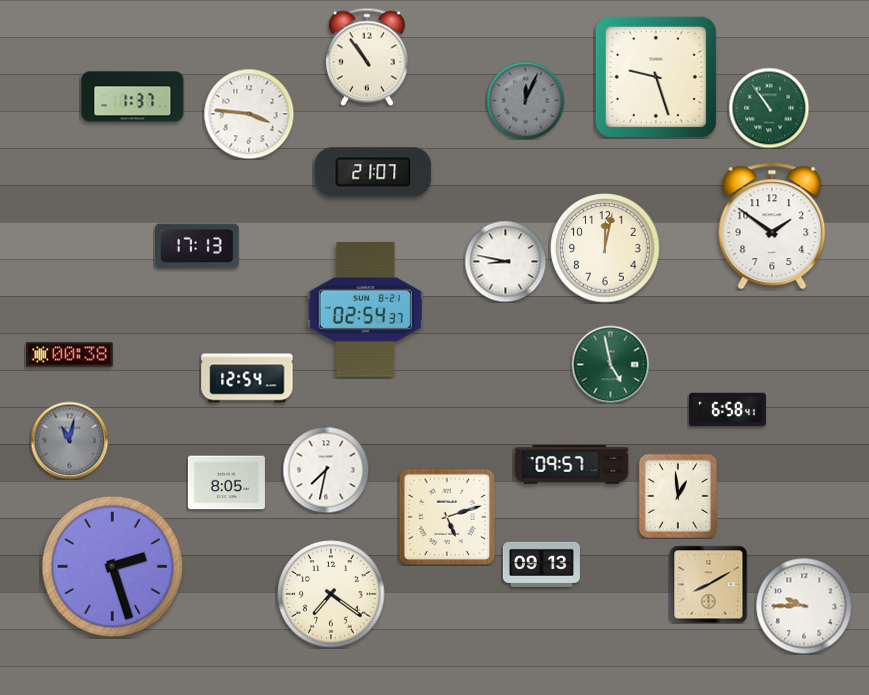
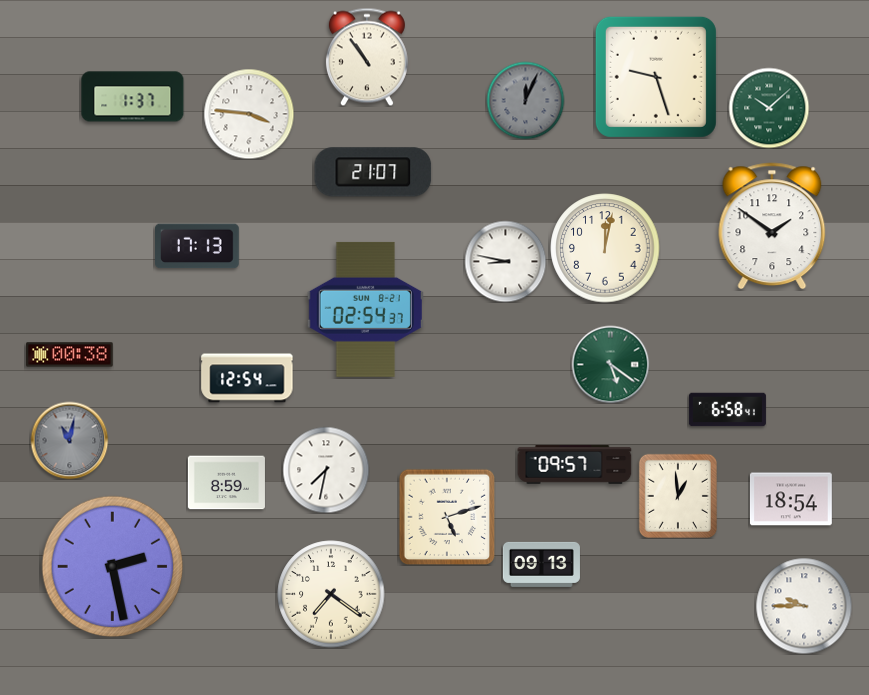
clock at (769, 108): 10:54 -> 10:08
clock at (610, 364): 4:58 -> 5:21
clock at (572, 465) position: (572, 465) -> (575, 465)
clock at (226, 483): 8:05 -> 8:59
clock at (791, 499): none -> 18:54
clock at (113, 567): 2:27 -> 2:28
clock at (708, 584): 8:10 -> none
